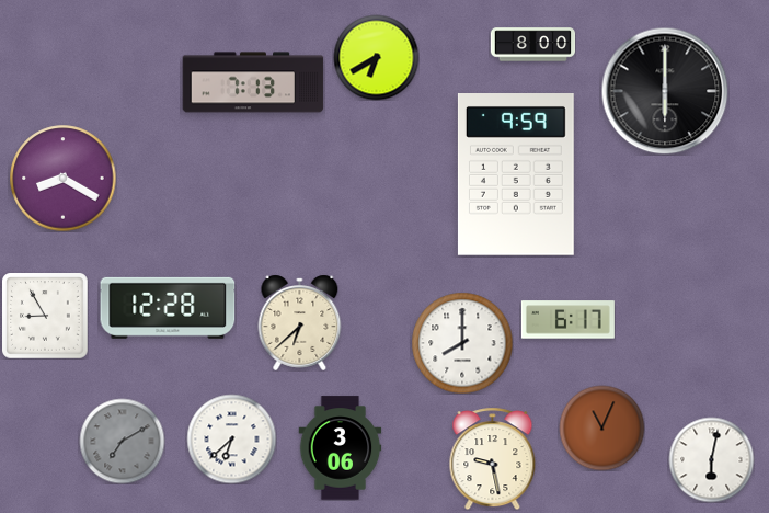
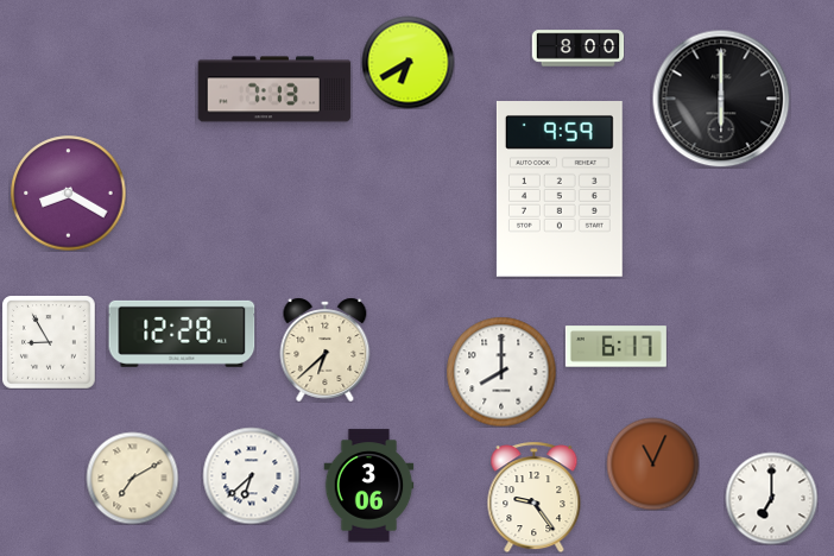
clock at (122, 441) dial: grey -> cream
clock at (493, 458): 9:28 -> 9:24
clock at (711, 459): 6:02 -> 7:00
